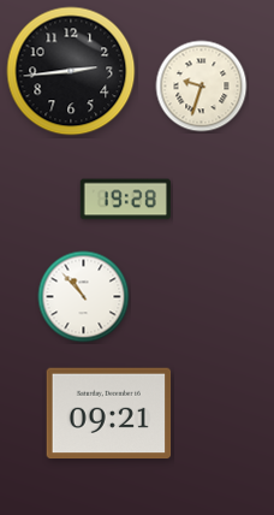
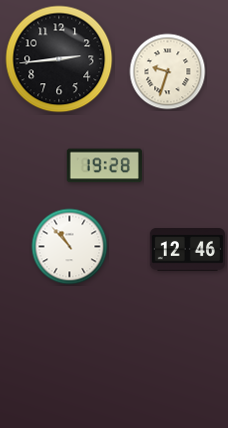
clock at (187, 250): none -> 12:46
clock at (109, 414): 09:21 -> none
